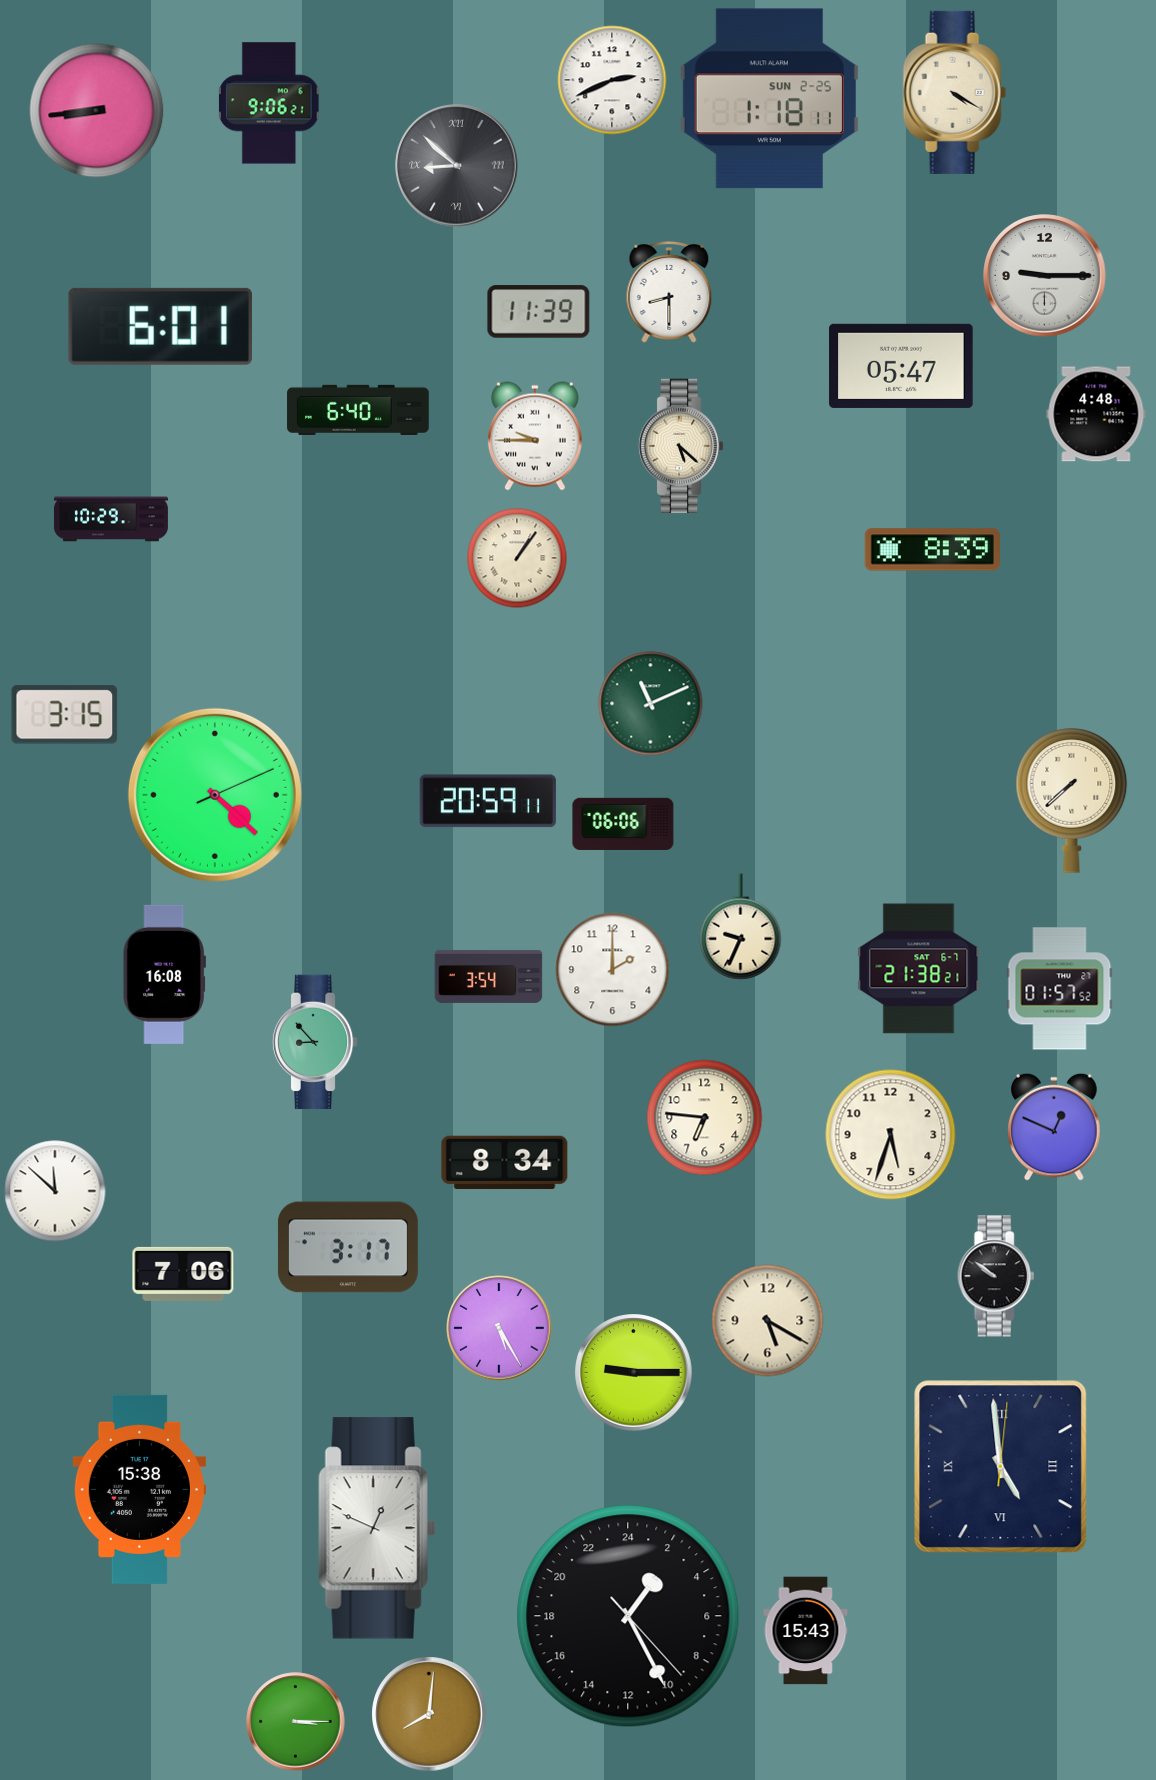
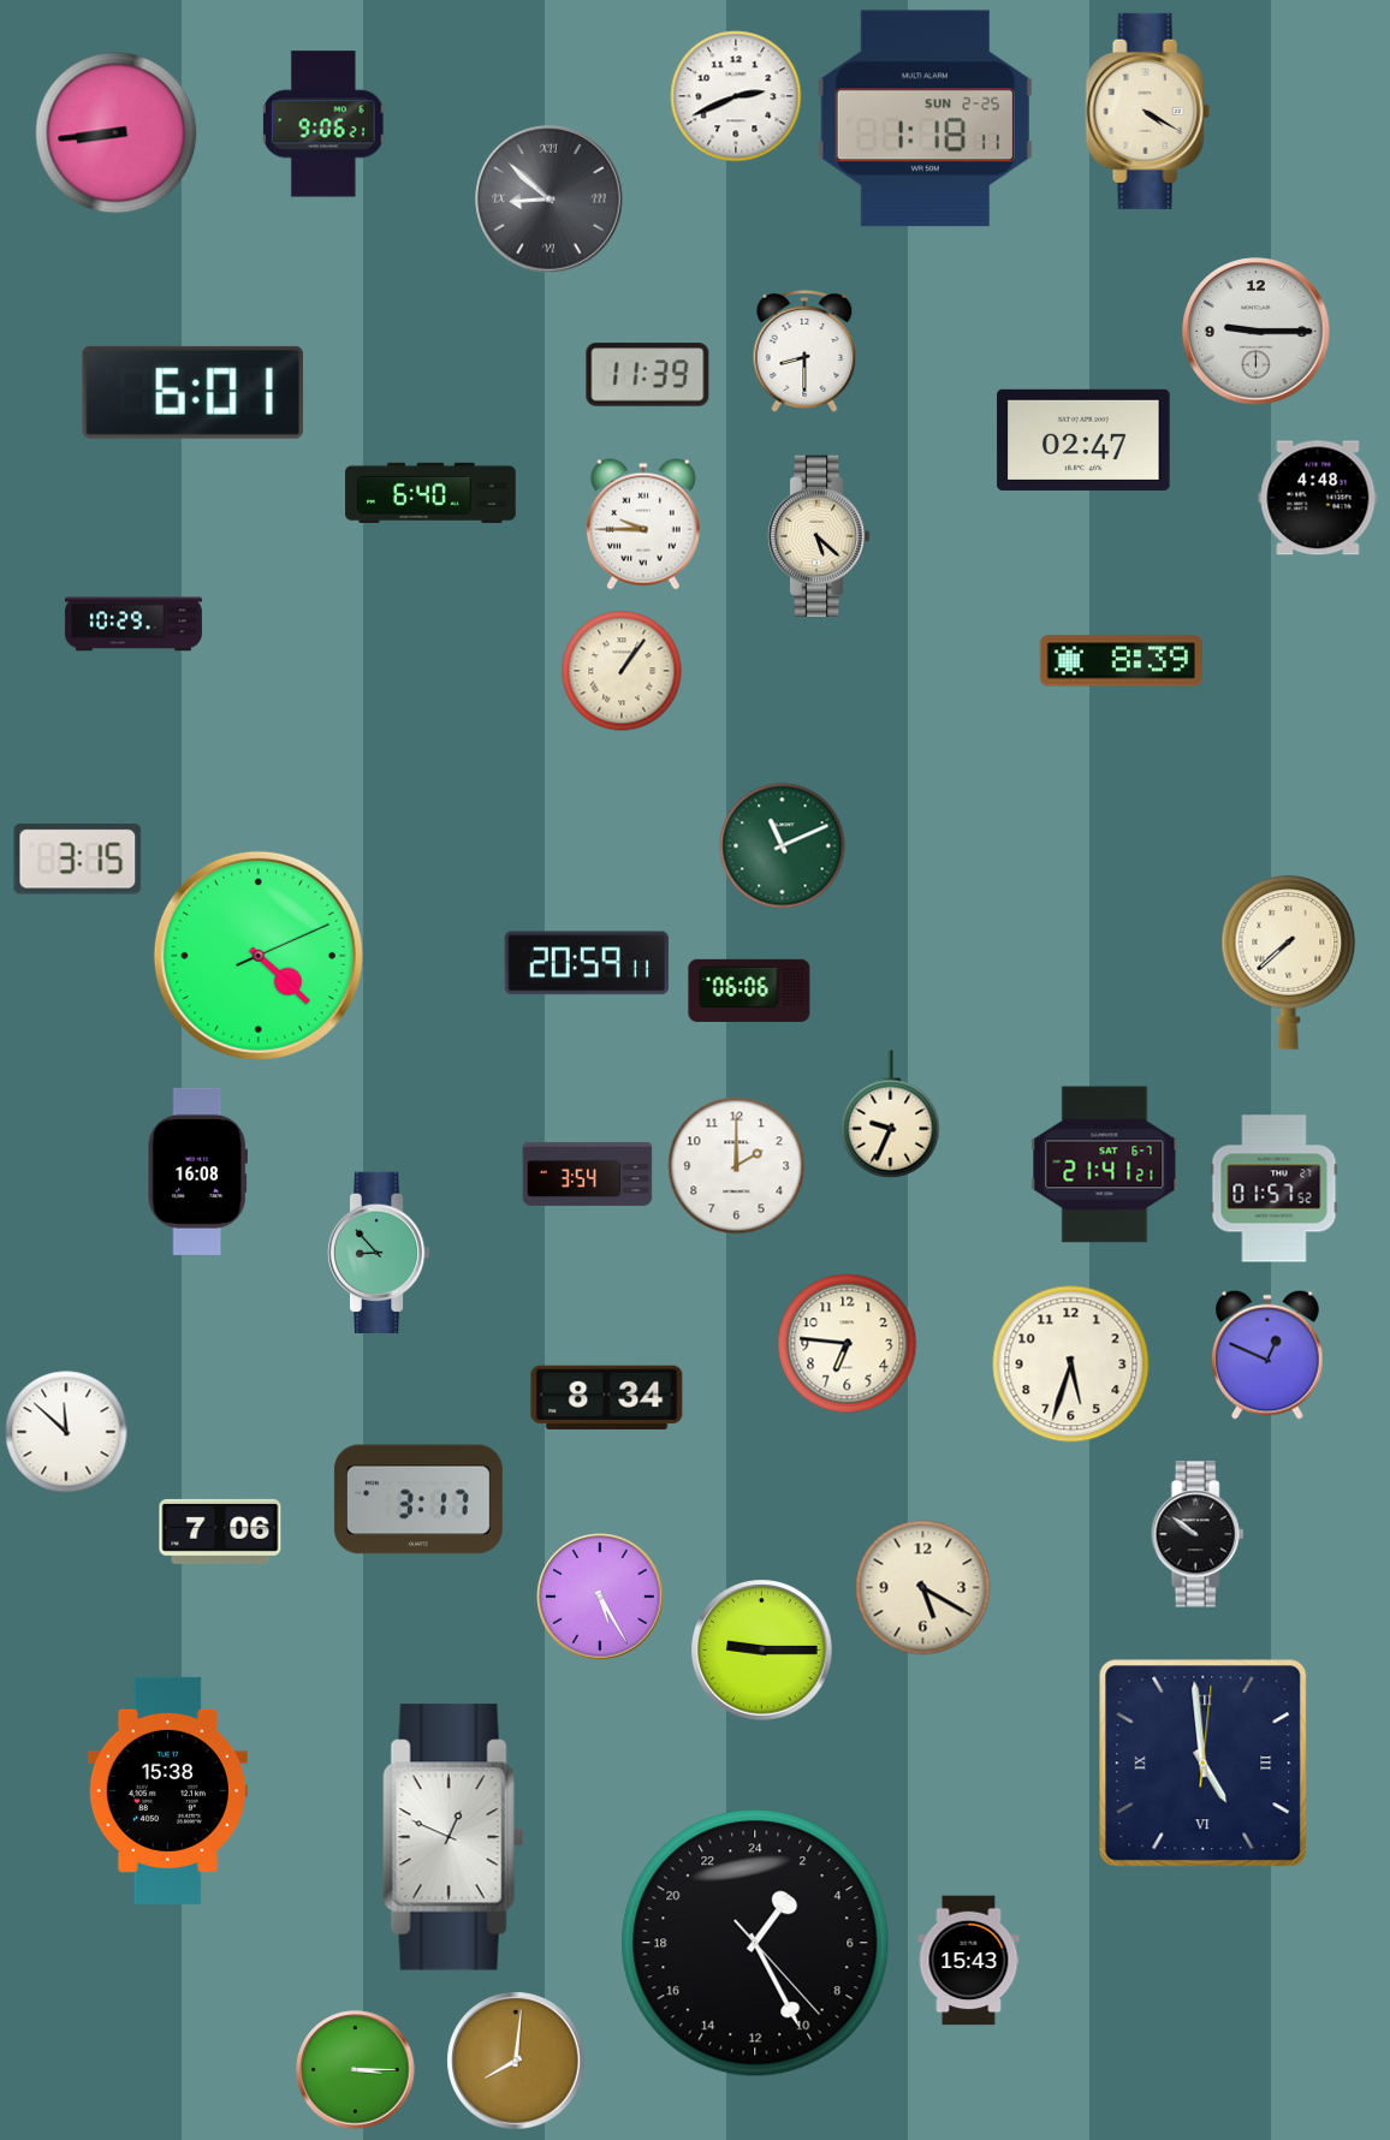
clock at (901, 366): 05:47 -> 02:47
clock at (919, 969): 21:38 -> 21:41
